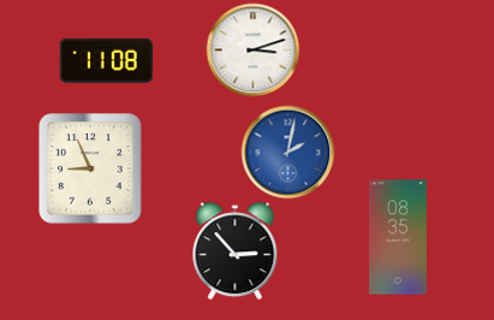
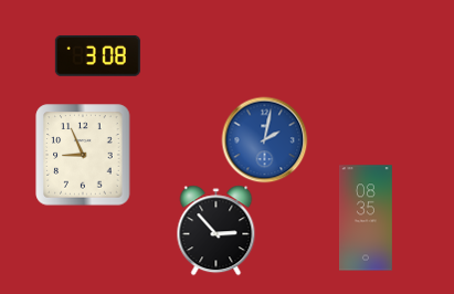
clock at (252, 49): 3:12 -> none
clock at (106, 60): 11:08 -> 3:08
